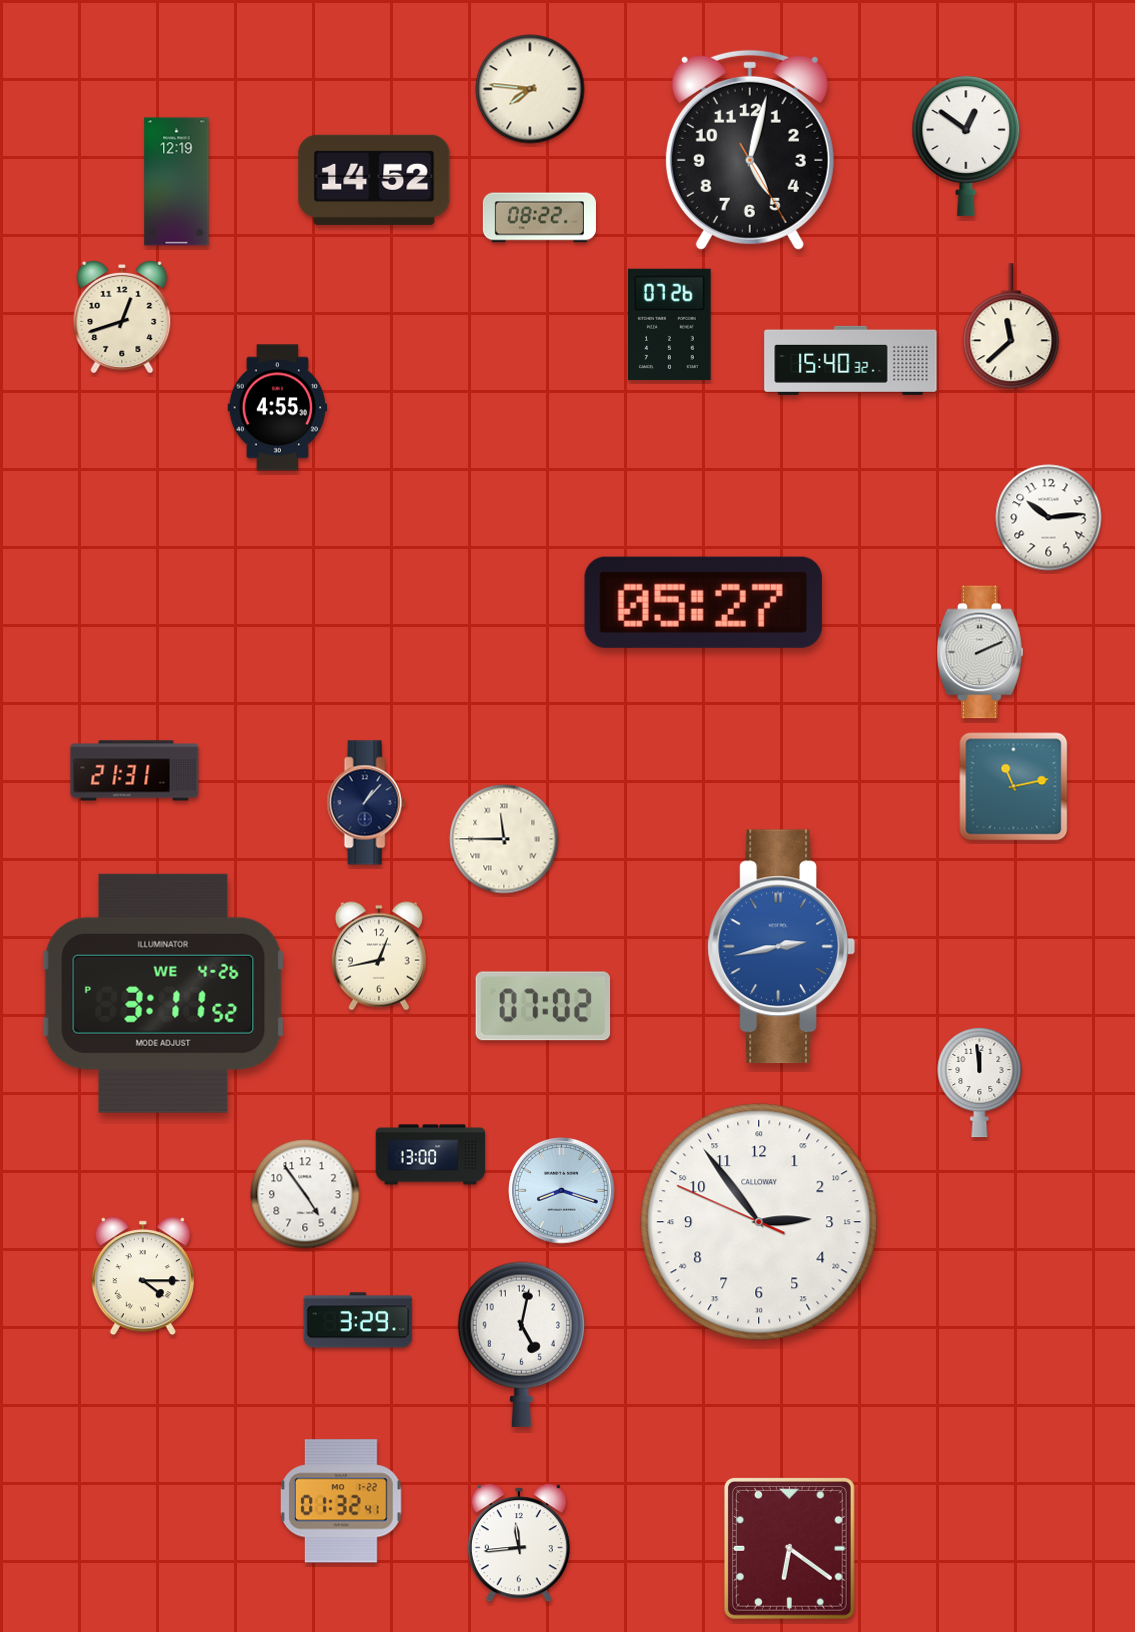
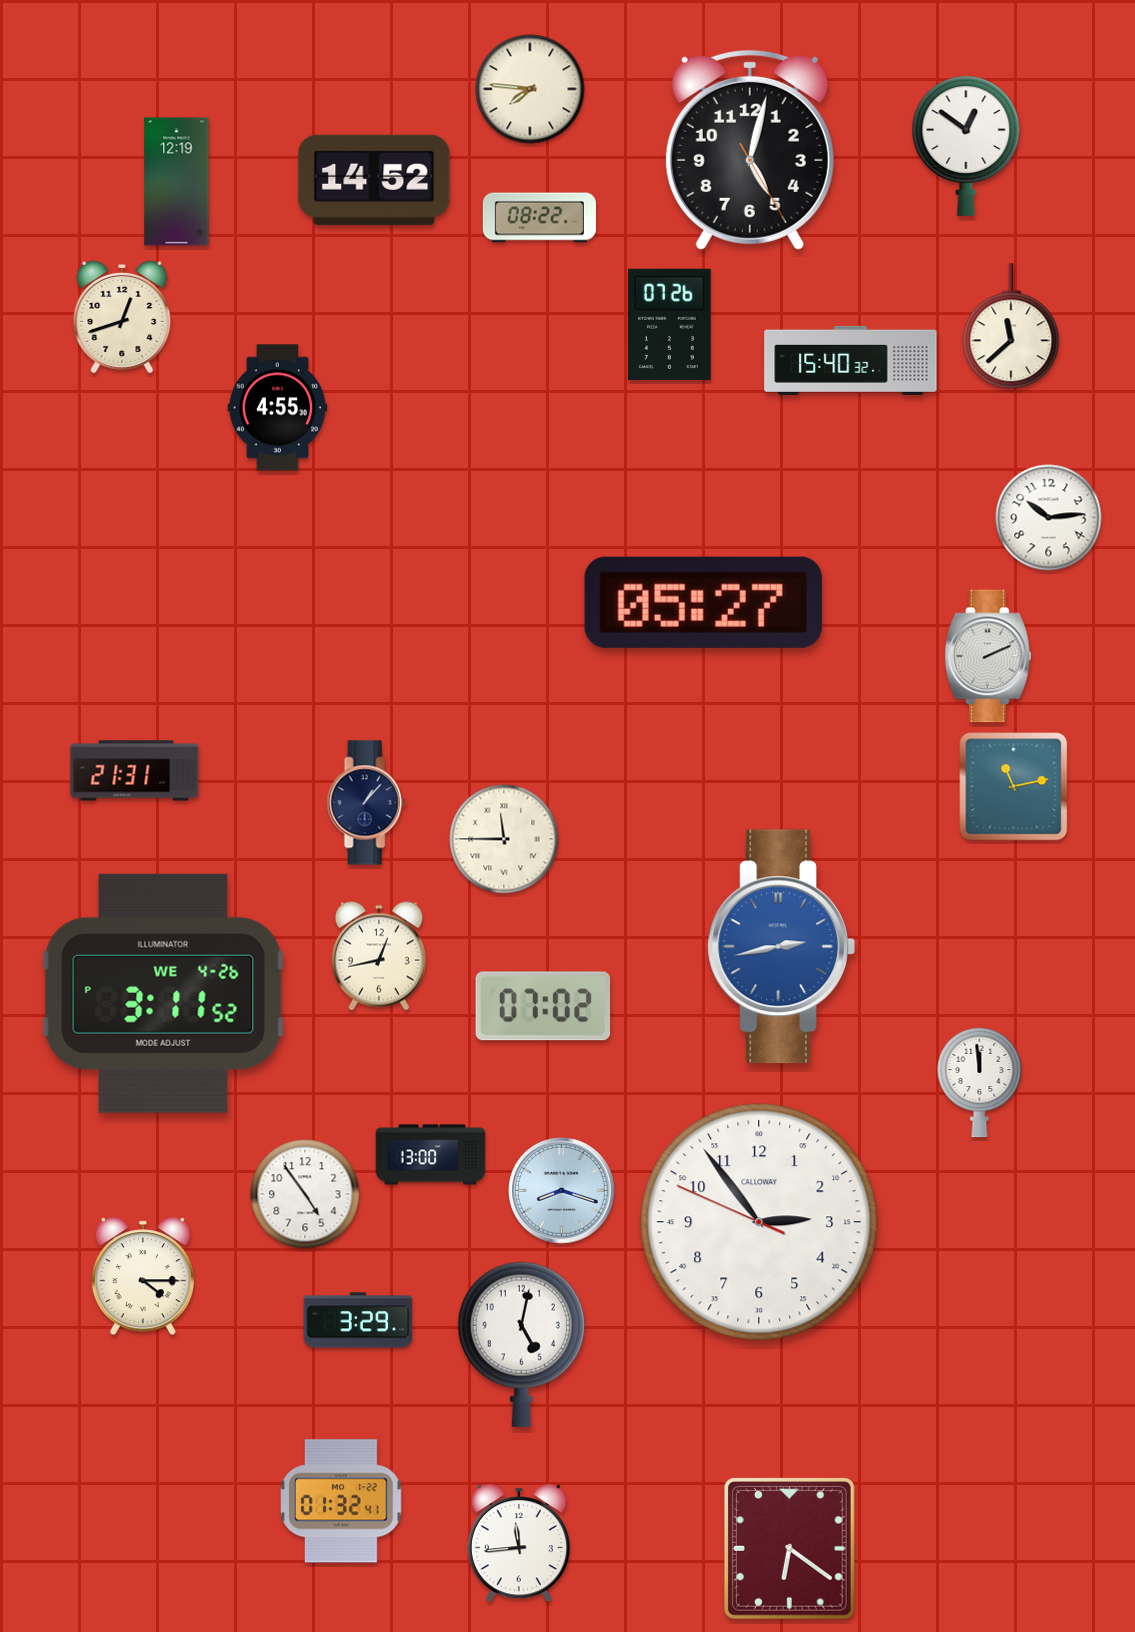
clock at (981, 652) position: (981, 652) -> (989, 656)
